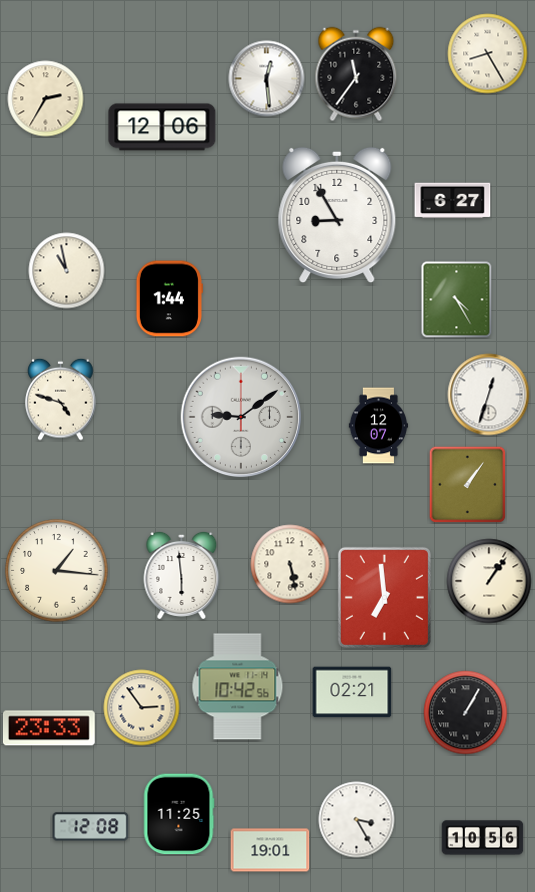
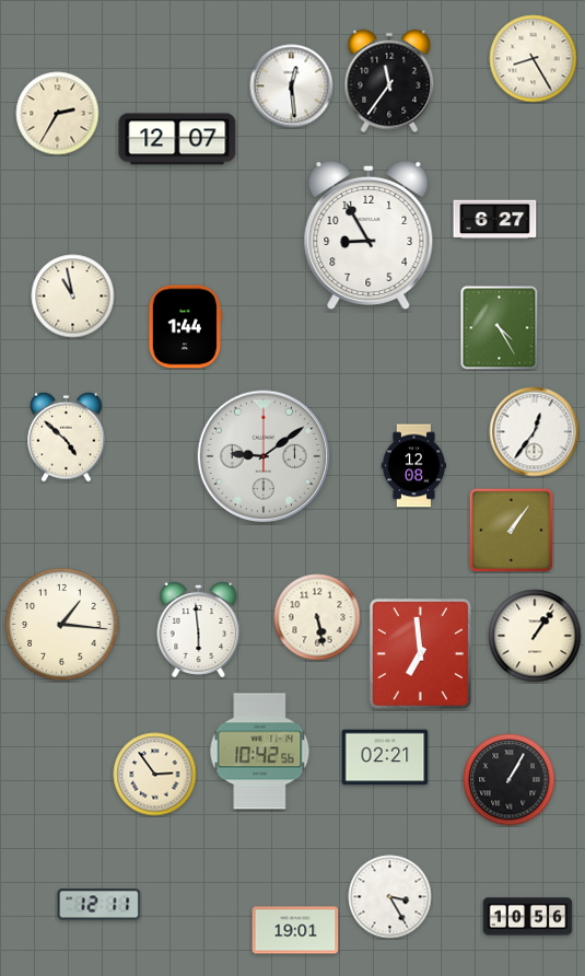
clock at (46, 99) position: (46, 99) -> (58, 114)
clock at (162, 127): 12:06 -> 12:07
clock at (489, 395): 12:33 -> 12:36
clock at (61, 399): 4:48 -> 4:52
clock at (378, 426): 12:07 -> 12:08
clock at (50, 728): 23:33 -> none
clock at (179, 814): 11:25 -> none
clock at (91, 827): 12:08 -> 12:11
